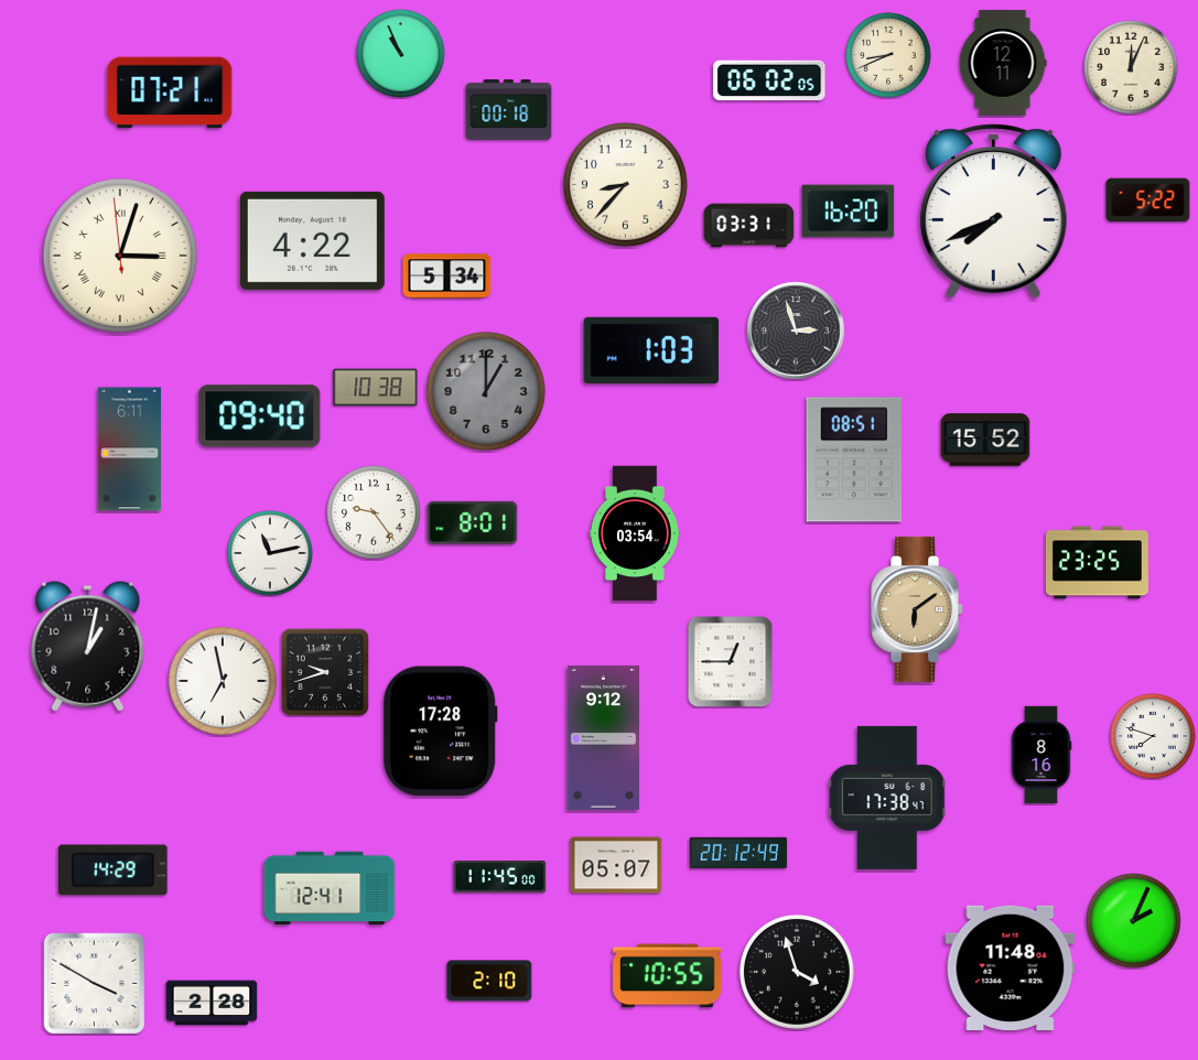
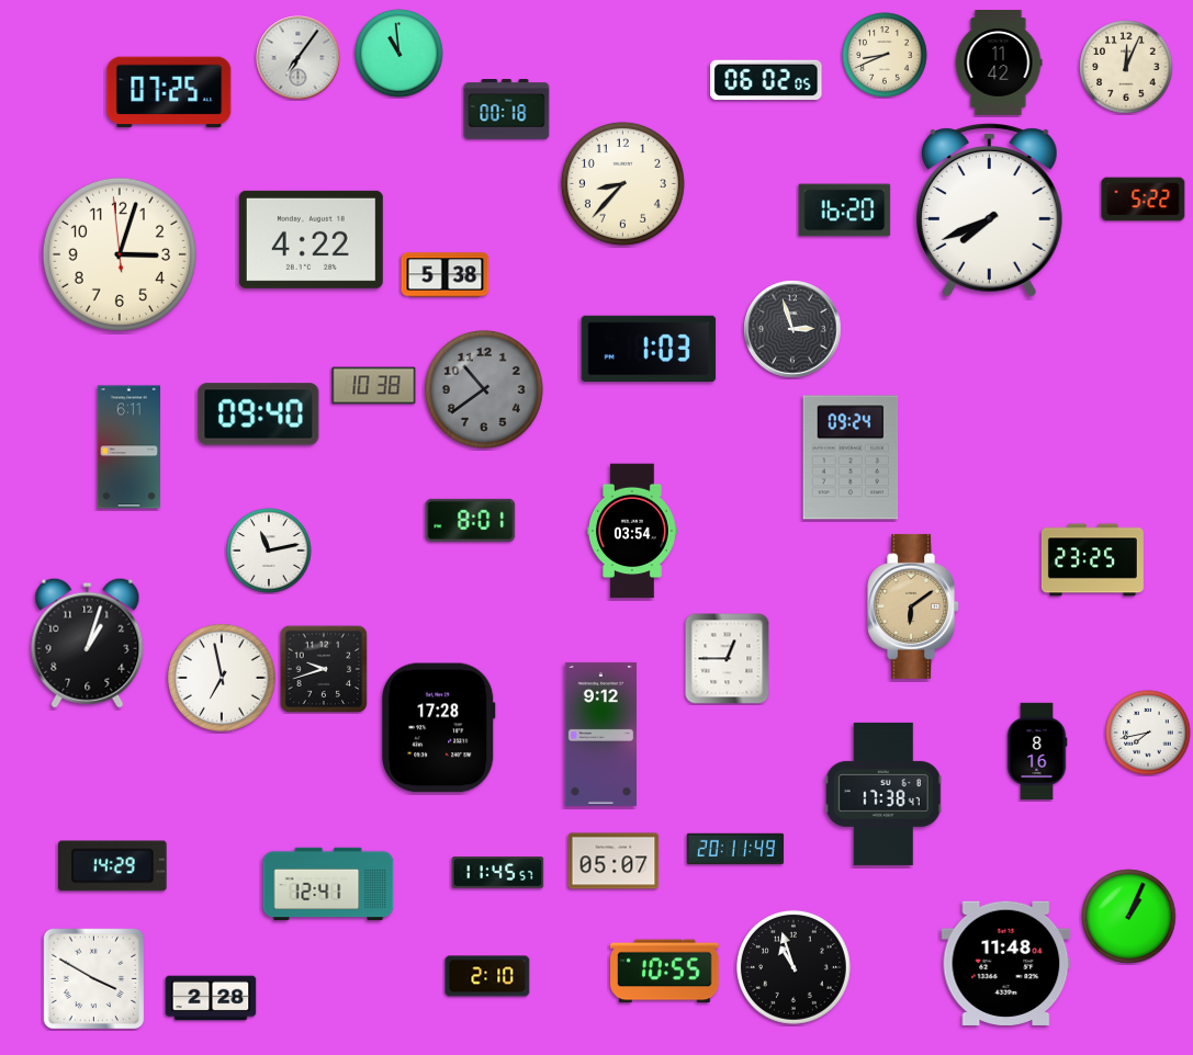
clock at (401, 54): 10:56 -> 10:59
clock at (299, 58): none -> 7:06
clock at (1003, 64): 12:11 -> 11:42
clock at (170, 93): 07:21 -> 07:25
clock at (749, 226): 03:31 -> none
clock at (120, 256) numerals: Roman -> Arabic
clock at (447, 277): 5:34 -> 5:38
clock at (486, 391): 1:00 -> 10:39
clock at (985, 440): 15:52 -> none
clock at (854, 459): 08:51 -> 09:24
clock at (374, 512): 9:24 -> none
clock at (88, 646): 1:02 -> 1:03
clock at (1153, 736): 7:48 -> 7:43
clock at (738, 852): 20:12 -> 20:11
clock at (500, 877): 11:45:00 -> 11:45:57
clock at (1134, 921): 2:04 -> 1:04
clock at (797, 972): 3:57 -> 10:57
